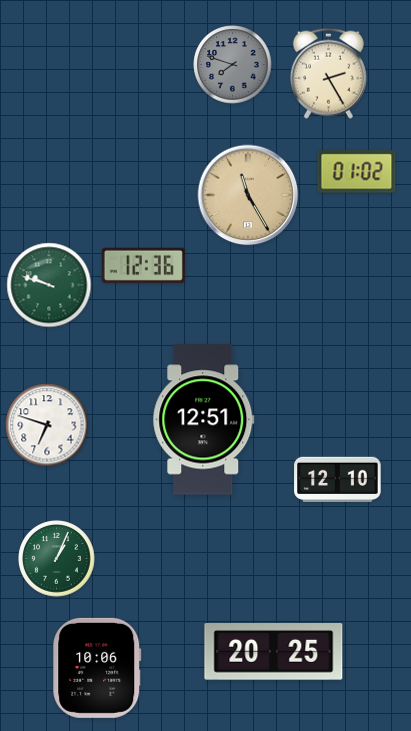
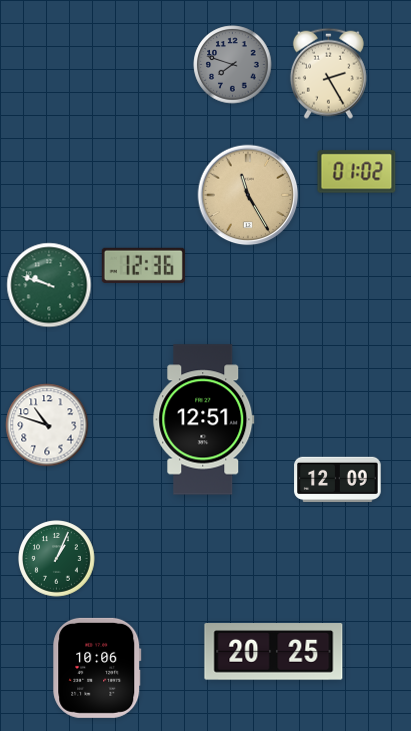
clock at (47, 425): 6:48 -> 10:48
clock at (338, 479): 12:10 -> 12:09
